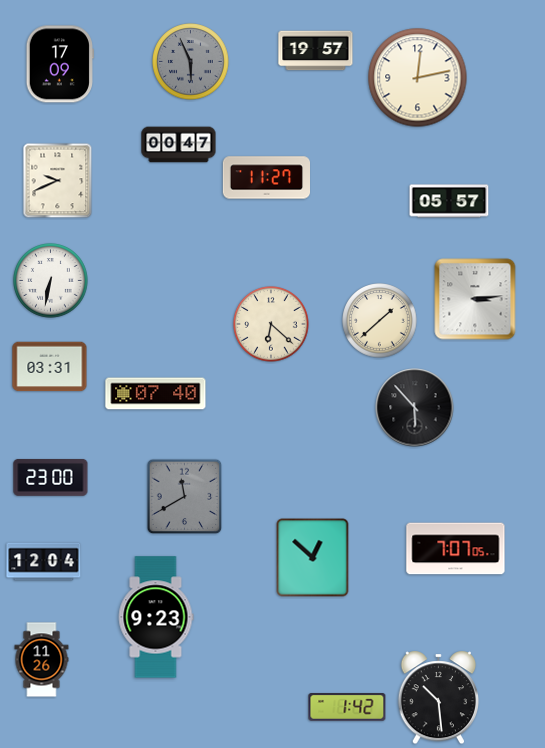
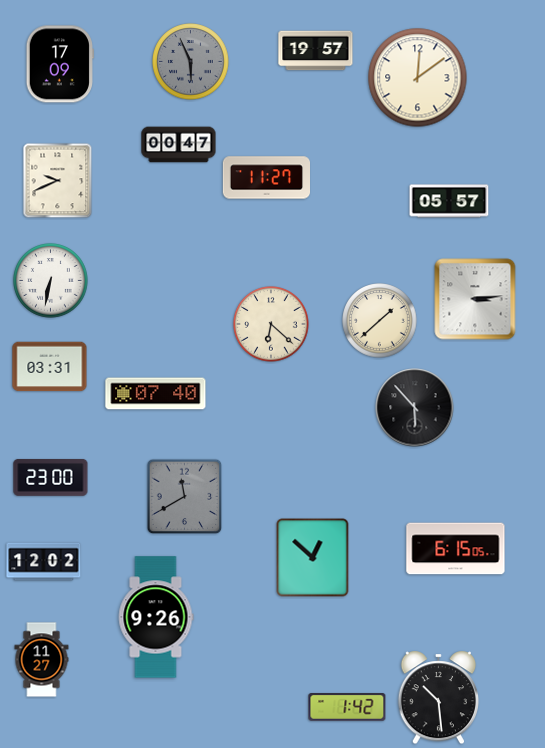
clock at (418, 78): 12:13 -> 12:09
clock at (456, 549): 7:07 -> 6:15
clock at (44, 562): 12:04 -> 12:02
clock at (156, 617): 9:23 -> 9:26
clock at (42, 660): 11:26 -> 11:27
